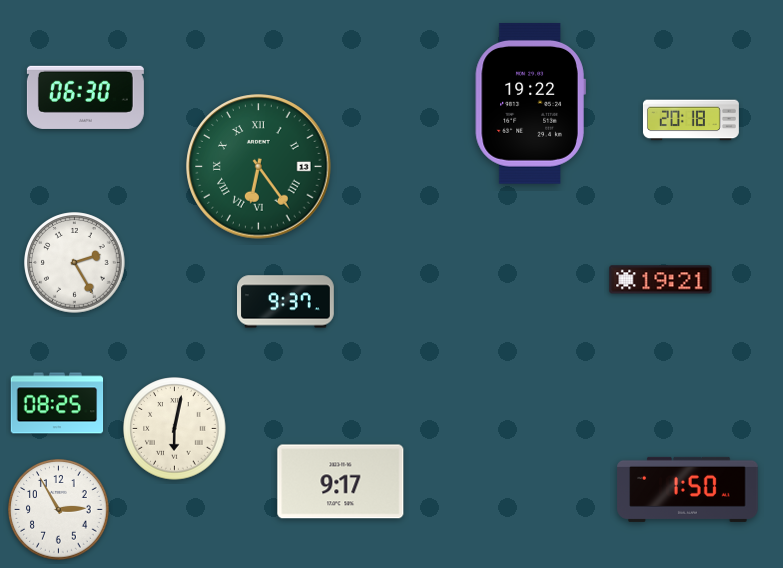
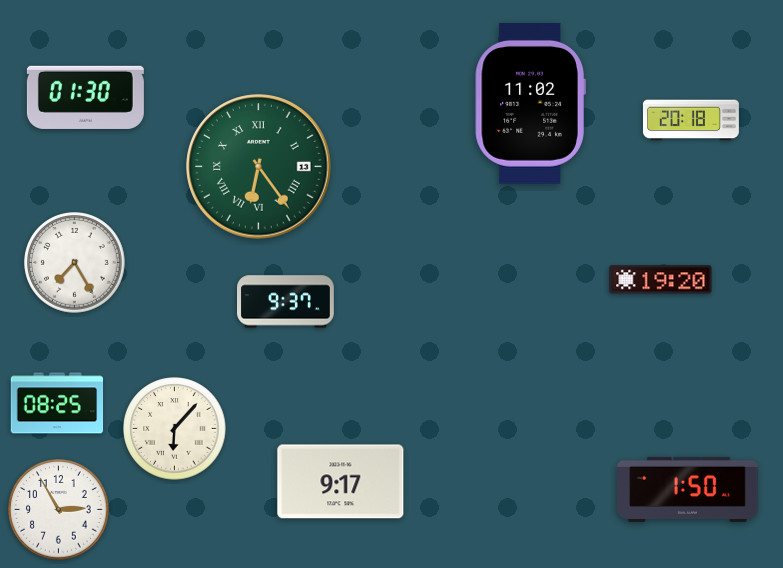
clock at (85, 97): 06:30 -> 01:30
clock at (530, 103): 19:22 -> 11:02
clock at (75, 263): 2:25 -> 7:25
clock at (661, 280): 19:21 -> 19:20
clock at (175, 429): 6:02 -> 6:07
